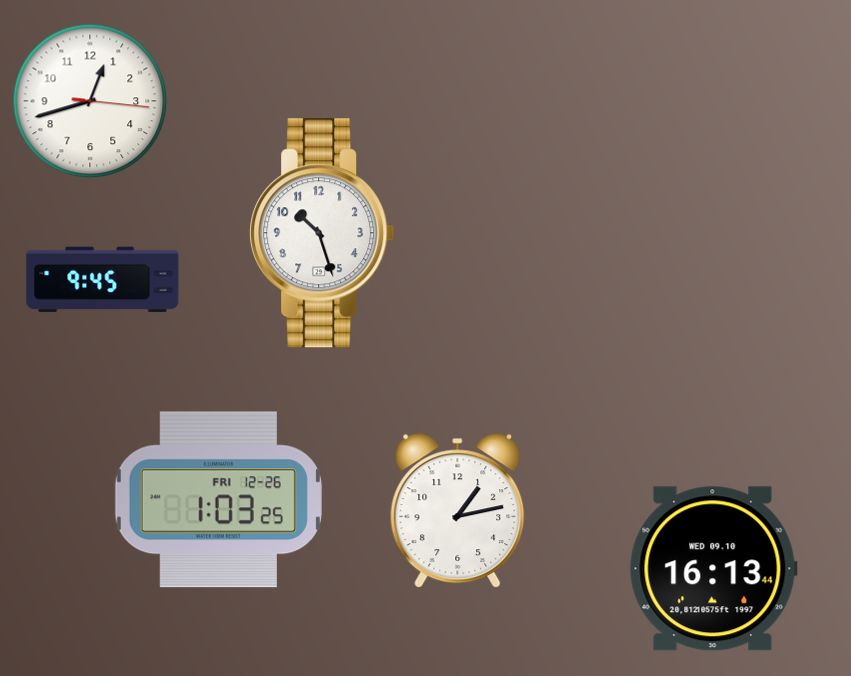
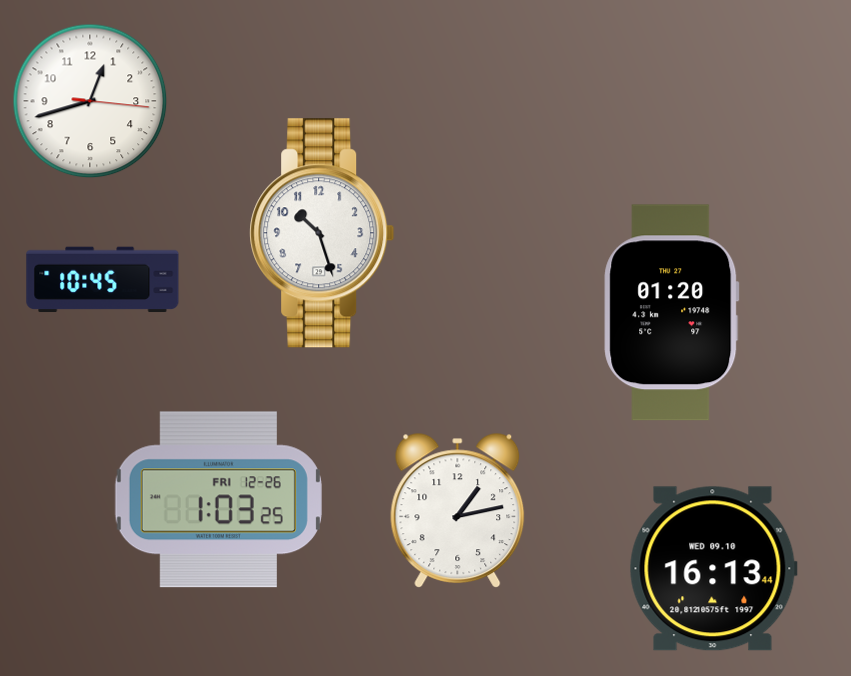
clock at (103, 280): 9:45 -> 10:45
clock at (672, 313): none -> 01:20
